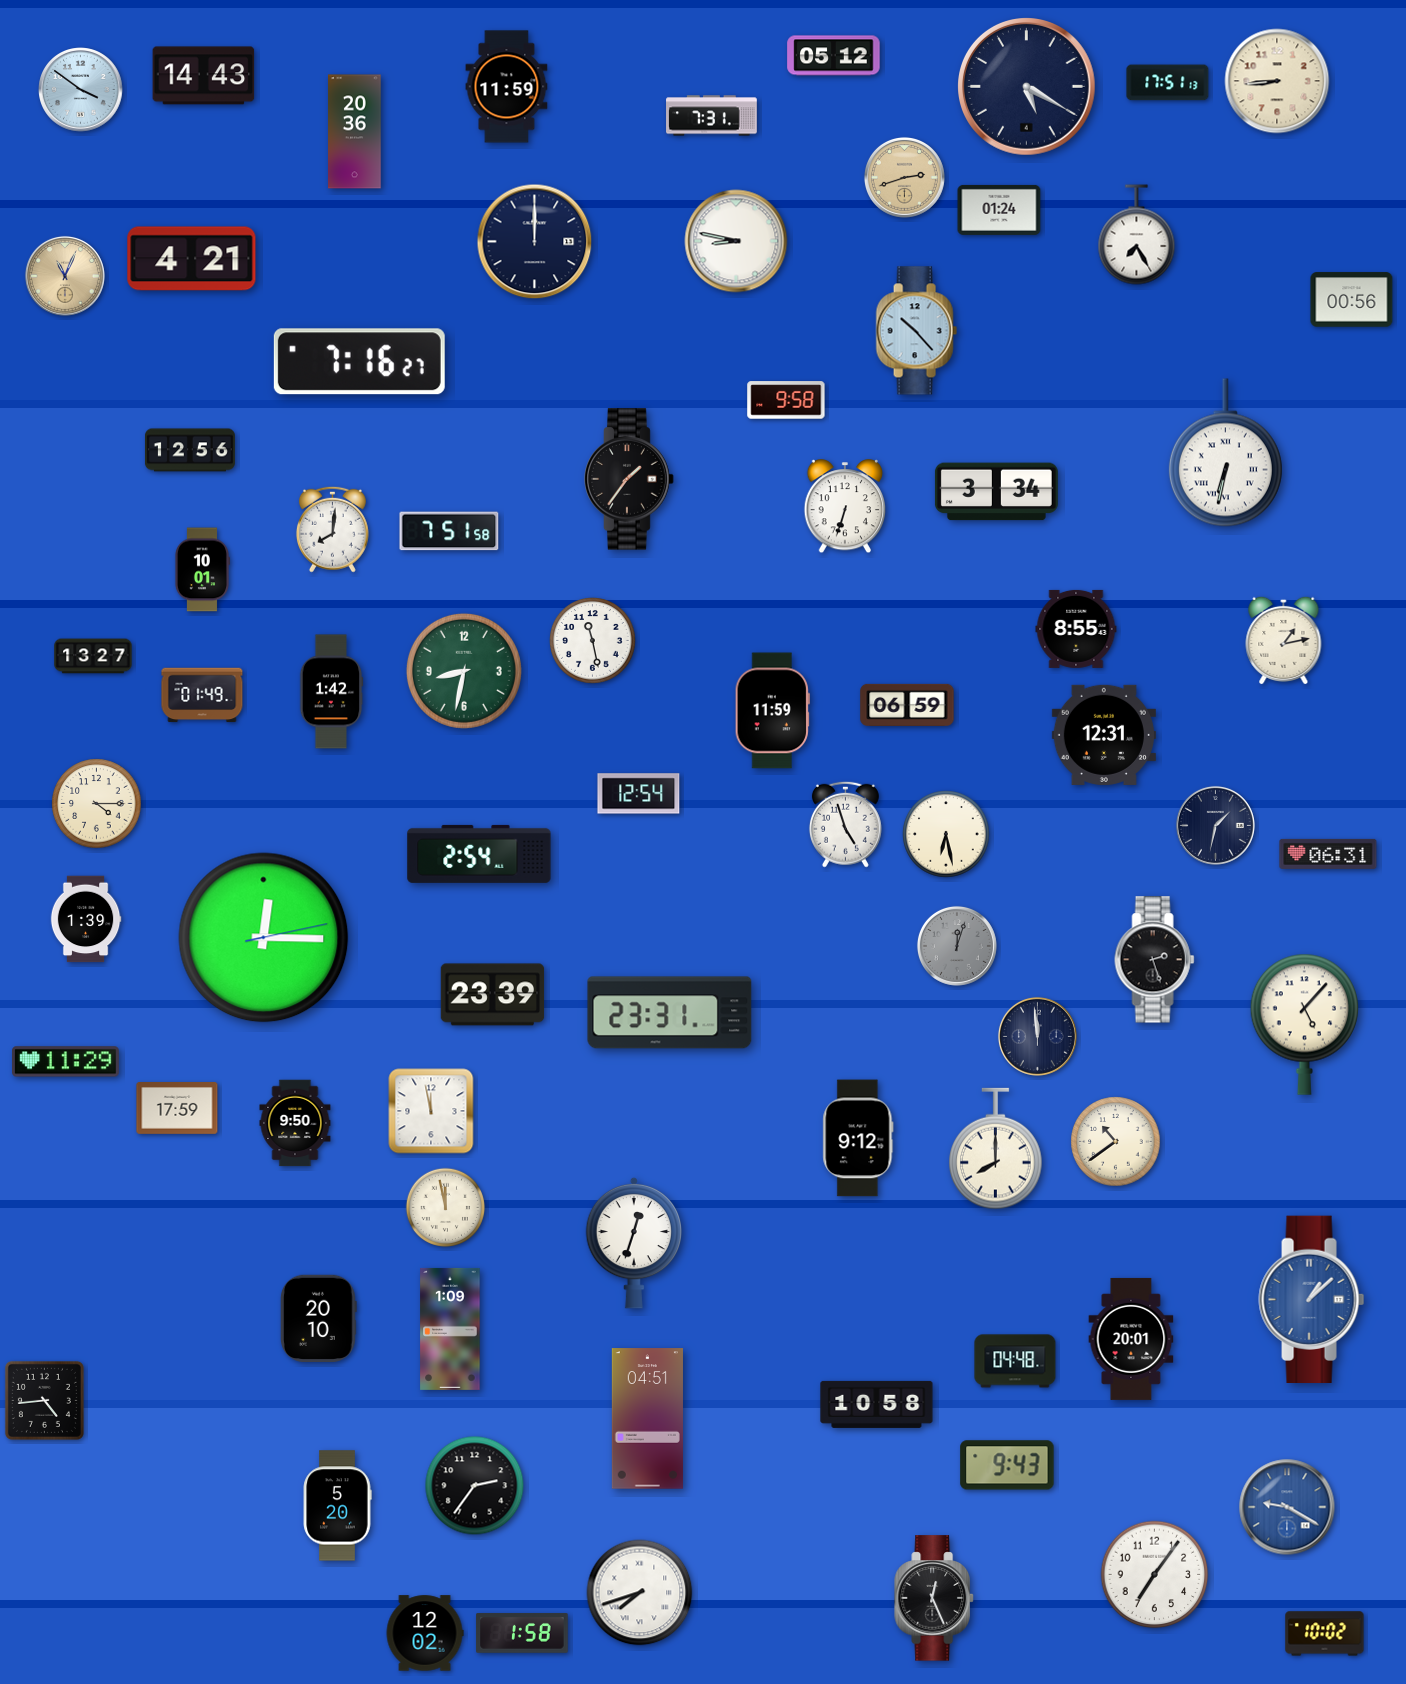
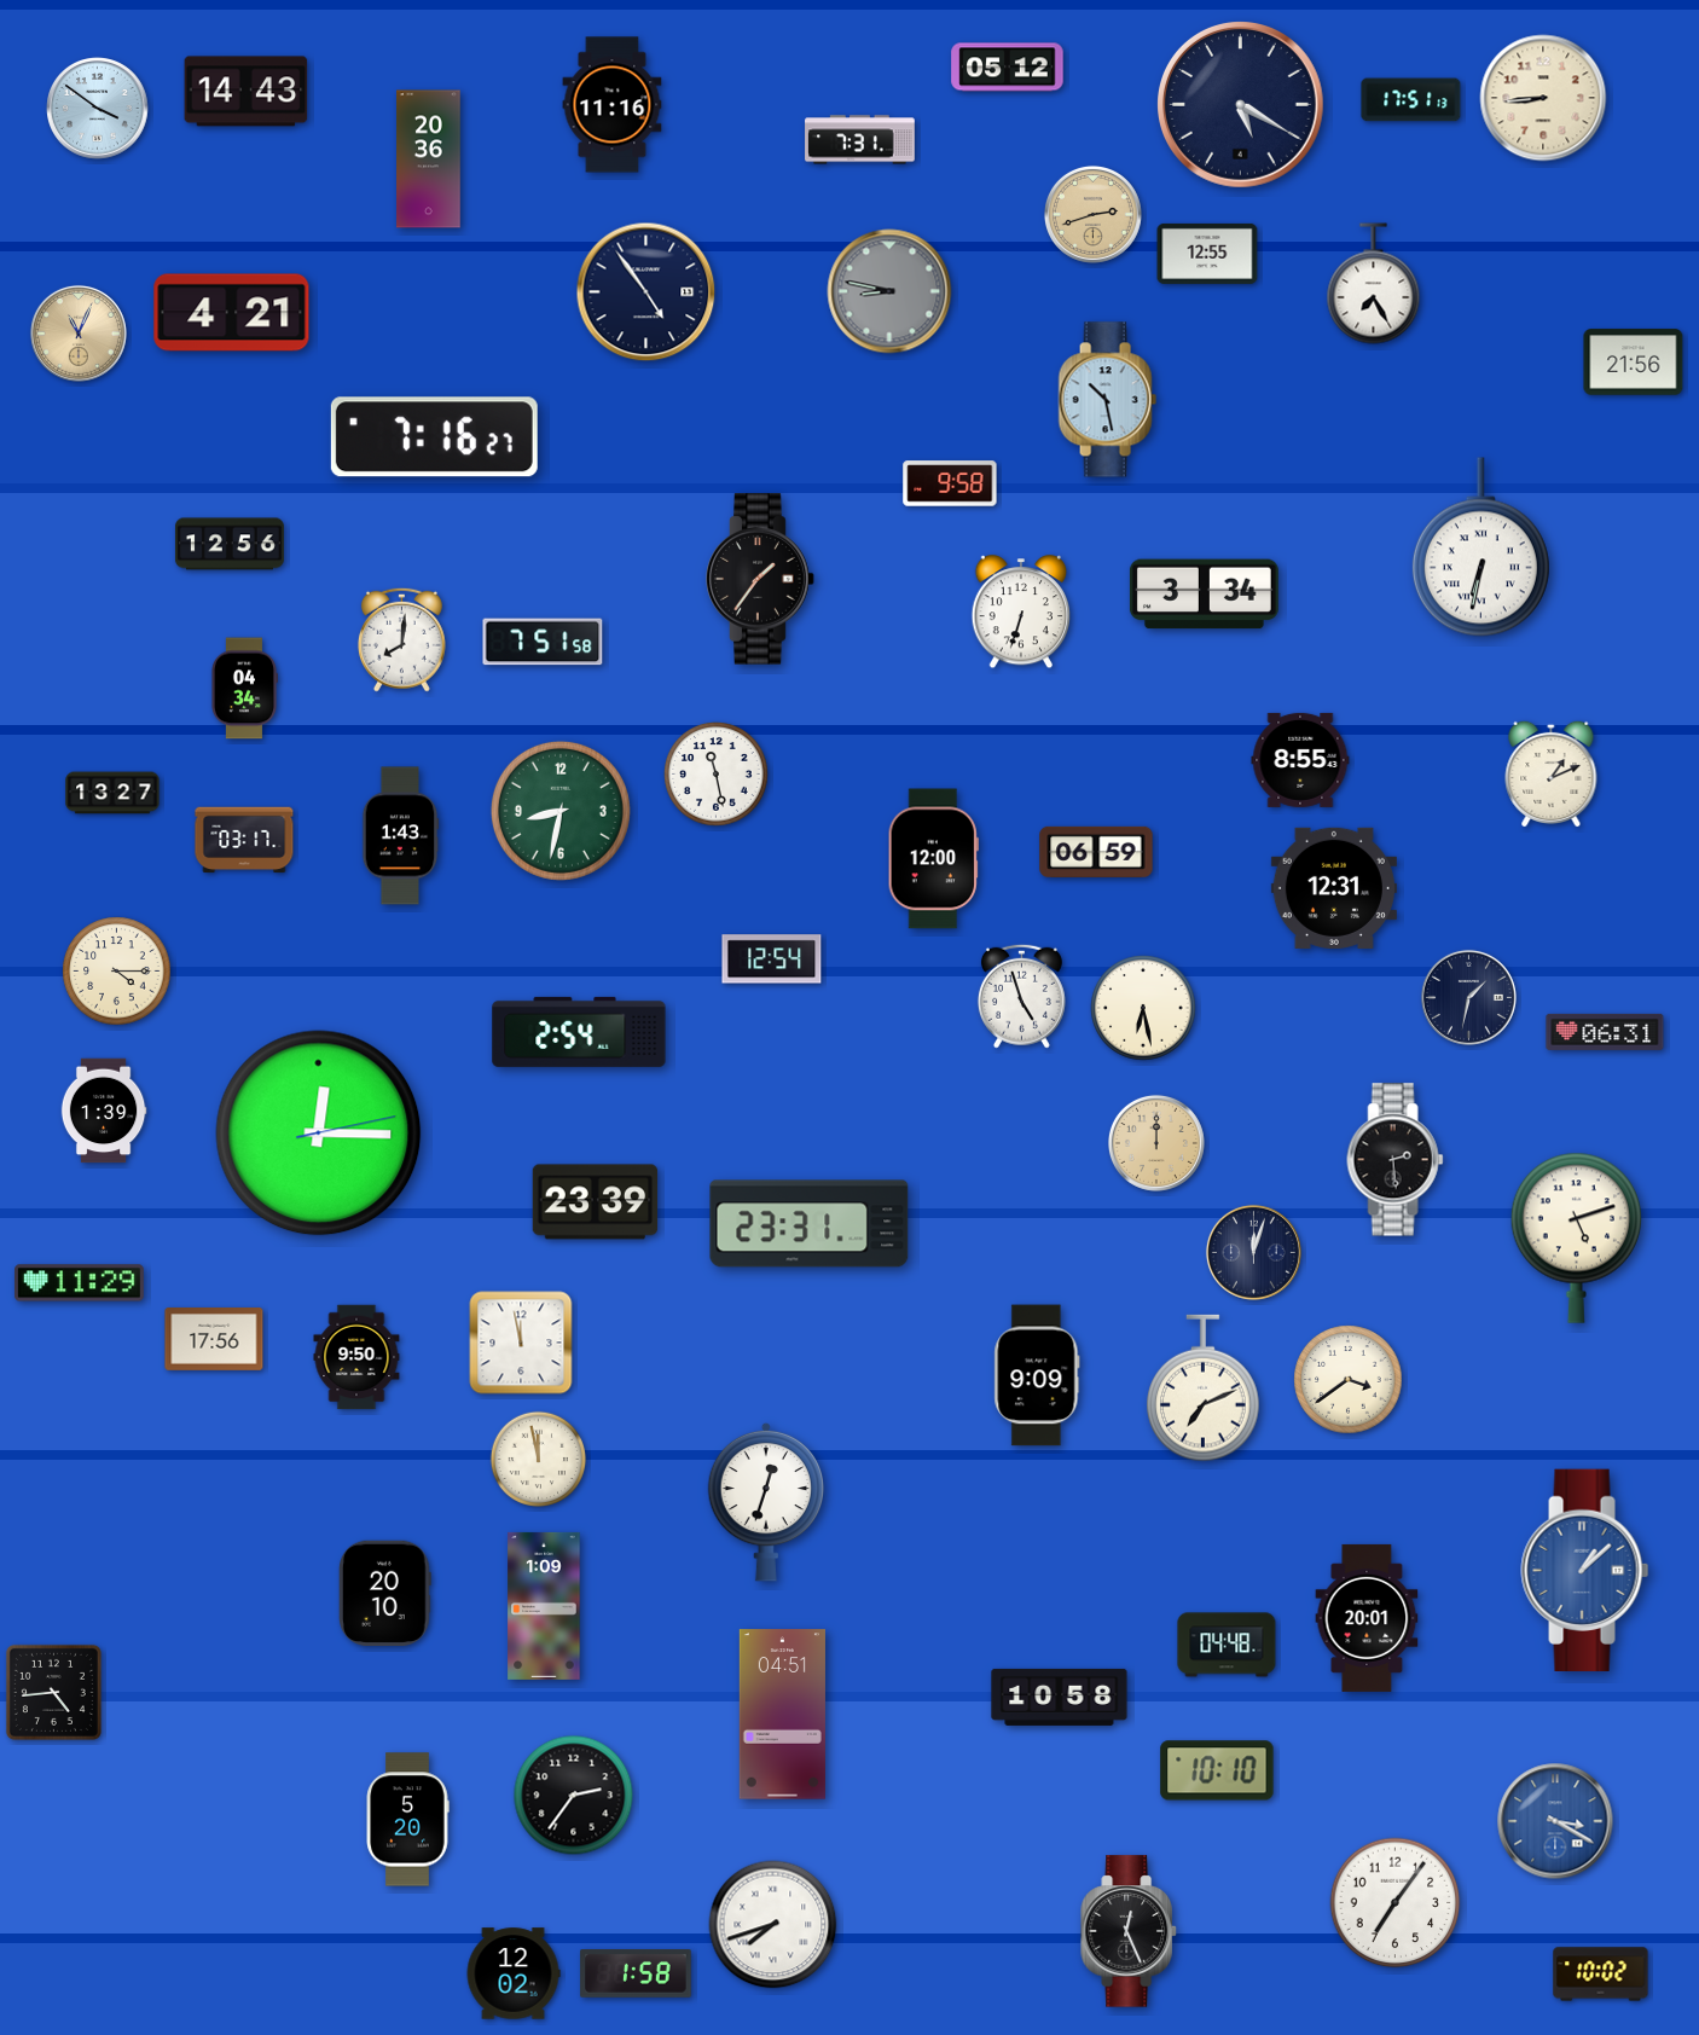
clock at (507, 87): 11:59 -> 11:16
clock at (999, 210): 01:24 -> 12:55
clock at (736, 241) dial: white -> grey
clock at (535, 242): 12:00 -> 4:54
clock at (1352, 300): 00:56 -> 21:56
clock at (916, 331): 10:23 -> 10:28
clock at (202, 570): 10:01 -> 04:34
clock at (1284, 640): 1:13 -> 1:11
clock at (331, 692): 1:42 -> 1:43
clock at (202, 695): 01:49 -> 03:17
clock at (772, 711): 11:59 -> 12:00
clock at (957, 946): 12:03 -> 12:00
clock at (957, 946) dial: grey -> champagne
clock at (1155, 960): 2:27 -> 2:29
clock at (1304, 1024): 5:07 -> 5:12
clock at (1037, 1036): 11:59 -> 12:03
clock at (177, 1109): 17:59 -> 17:56
clock at (858, 1138): 9:12 -> 9:09
clock at (1116, 1142): 10:39 -> 3:39
clock at (996, 1149): 8:00 -> 7:11
clock at (1007, 1465): 9:43 -> 10:10
clock at (1287, 1507): 9:20 -> 3:20
clock at (522, 1633) position: (522, 1633) -> (636, 1973)
